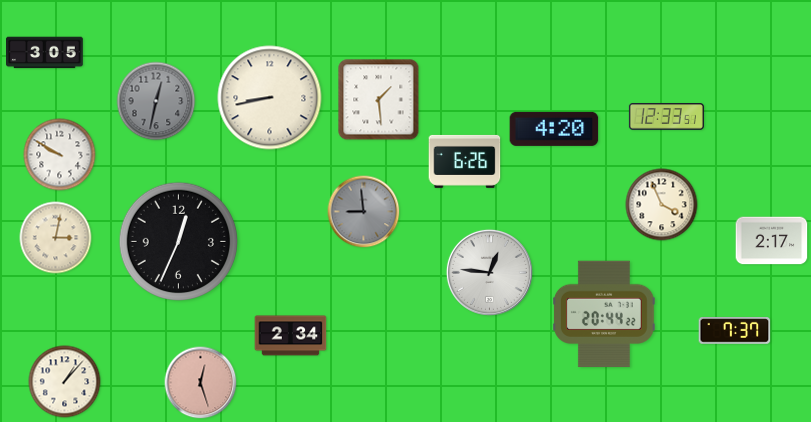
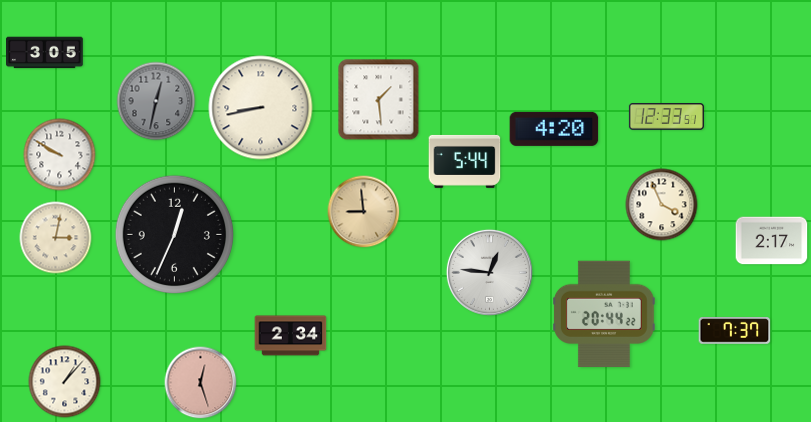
clock at (270, 98) position: (270, 98) -> (261, 108)
clock at (465, 161): 6:26 -> 5:44
clock at (364, 212) dial: grey -> champagne
clock at (178, 241) position: (178, 241) -> (174, 234)
